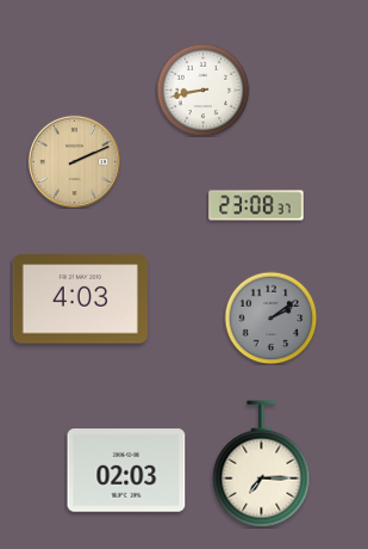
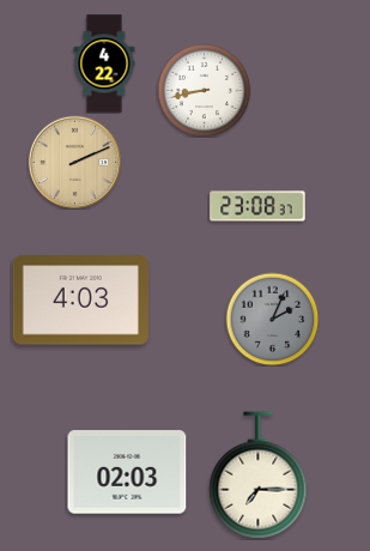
clock at (104, 63): none -> 4:22
clock at (270, 317): 2:09 -> 2:04
clock at (262, 464) position: (262, 464) -> (259, 476)
